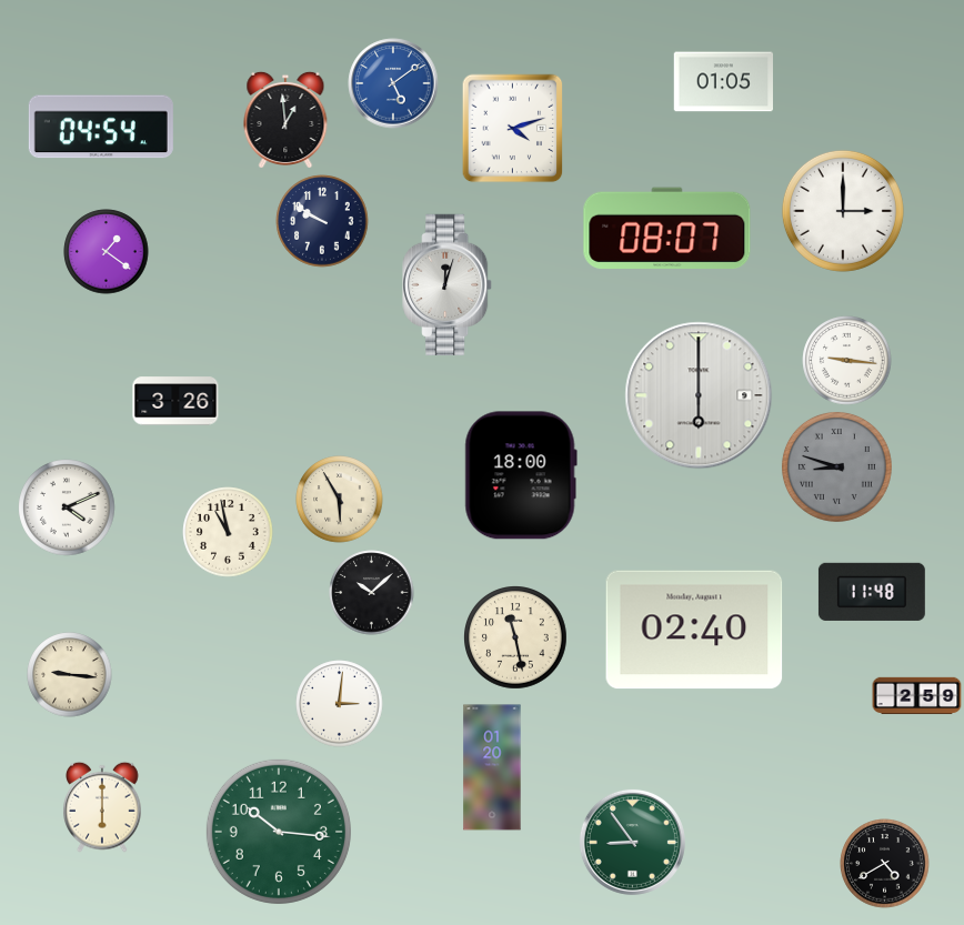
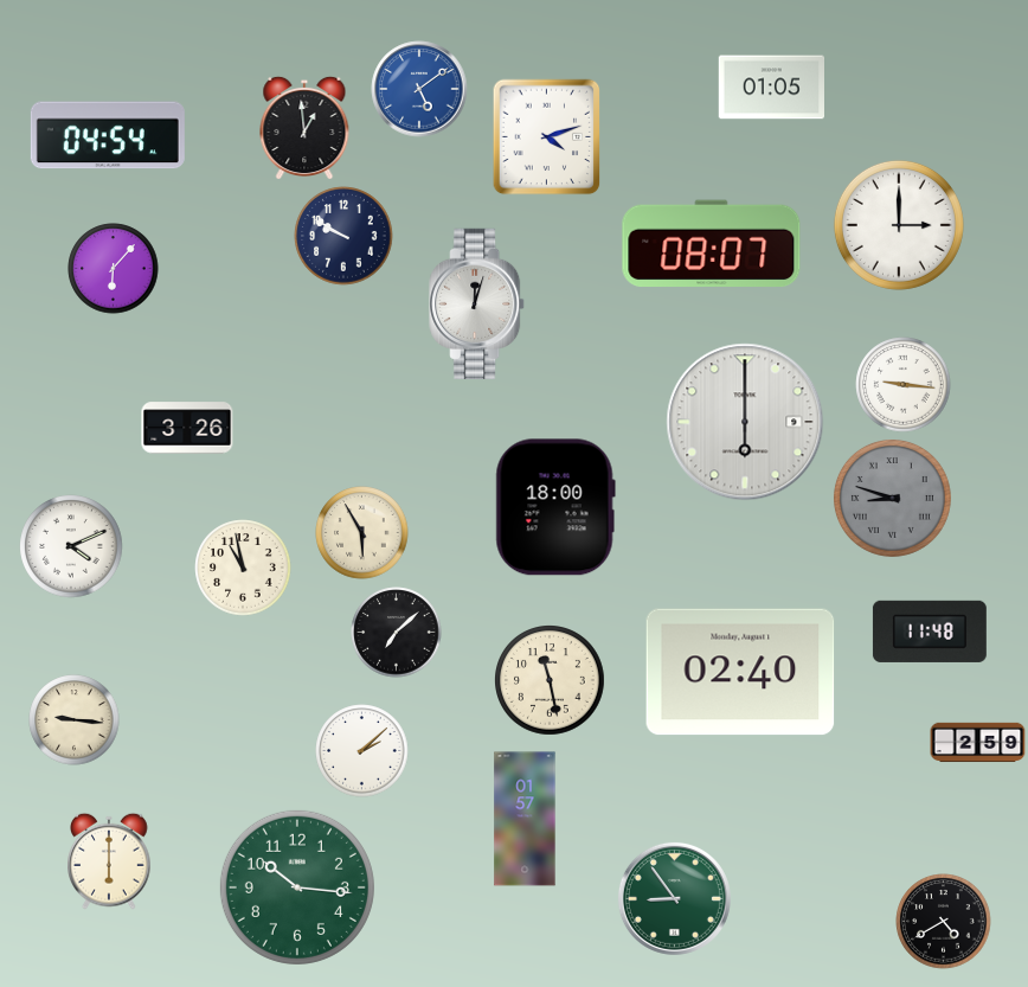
clock at (107, 252): 1:21 -> 6:07
clock at (67, 507) position: (67, 507) -> (71, 546)
clock at (372, 593): 10:08 -> 7:08
clock at (340, 704): 3:01 -> 2:08
clock at (492, 767): 01:20 -> 01:57
